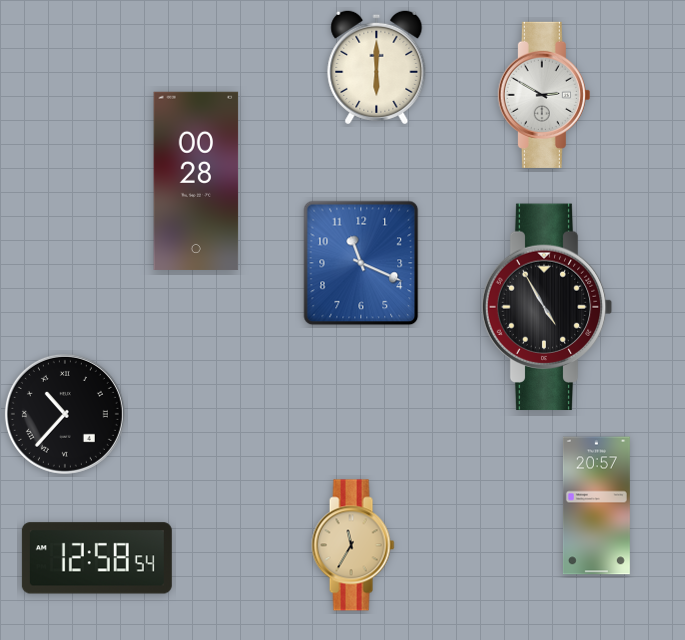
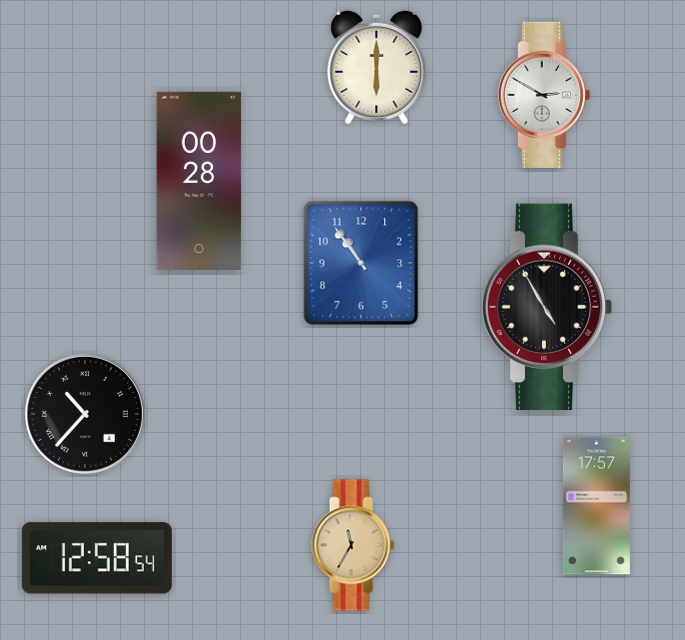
clock at (196, 181) position: (196, 181) -> (199, 181)
clock at (361, 263): 11:19 -> 10:54
clock at (65, 414) position: (65, 414) -> (85, 414)
clock at (596, 506): 20:57 -> 17:57
